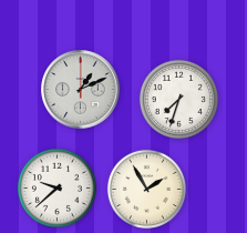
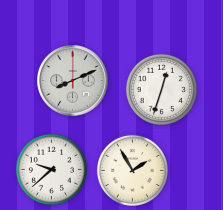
clock at (81, 90): 1:11 -> 8:11
clock at (178, 99): 7:33 -> 12:33
